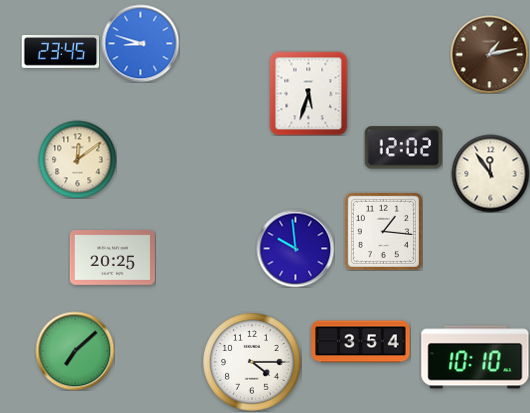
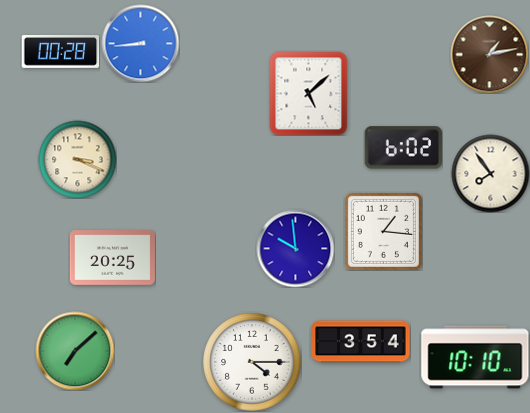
clock at (140, 43): 8:48 -> 8:44
clock at (60, 52): 23:45 -> 00:28
clock at (309, 93): 5:33 -> 5:08
clock at (403, 148): 12:02 -> 6:02
clock at (77, 159): 12:09 -> 3:19
clock at (490, 173): 11:54 -> 7:54
